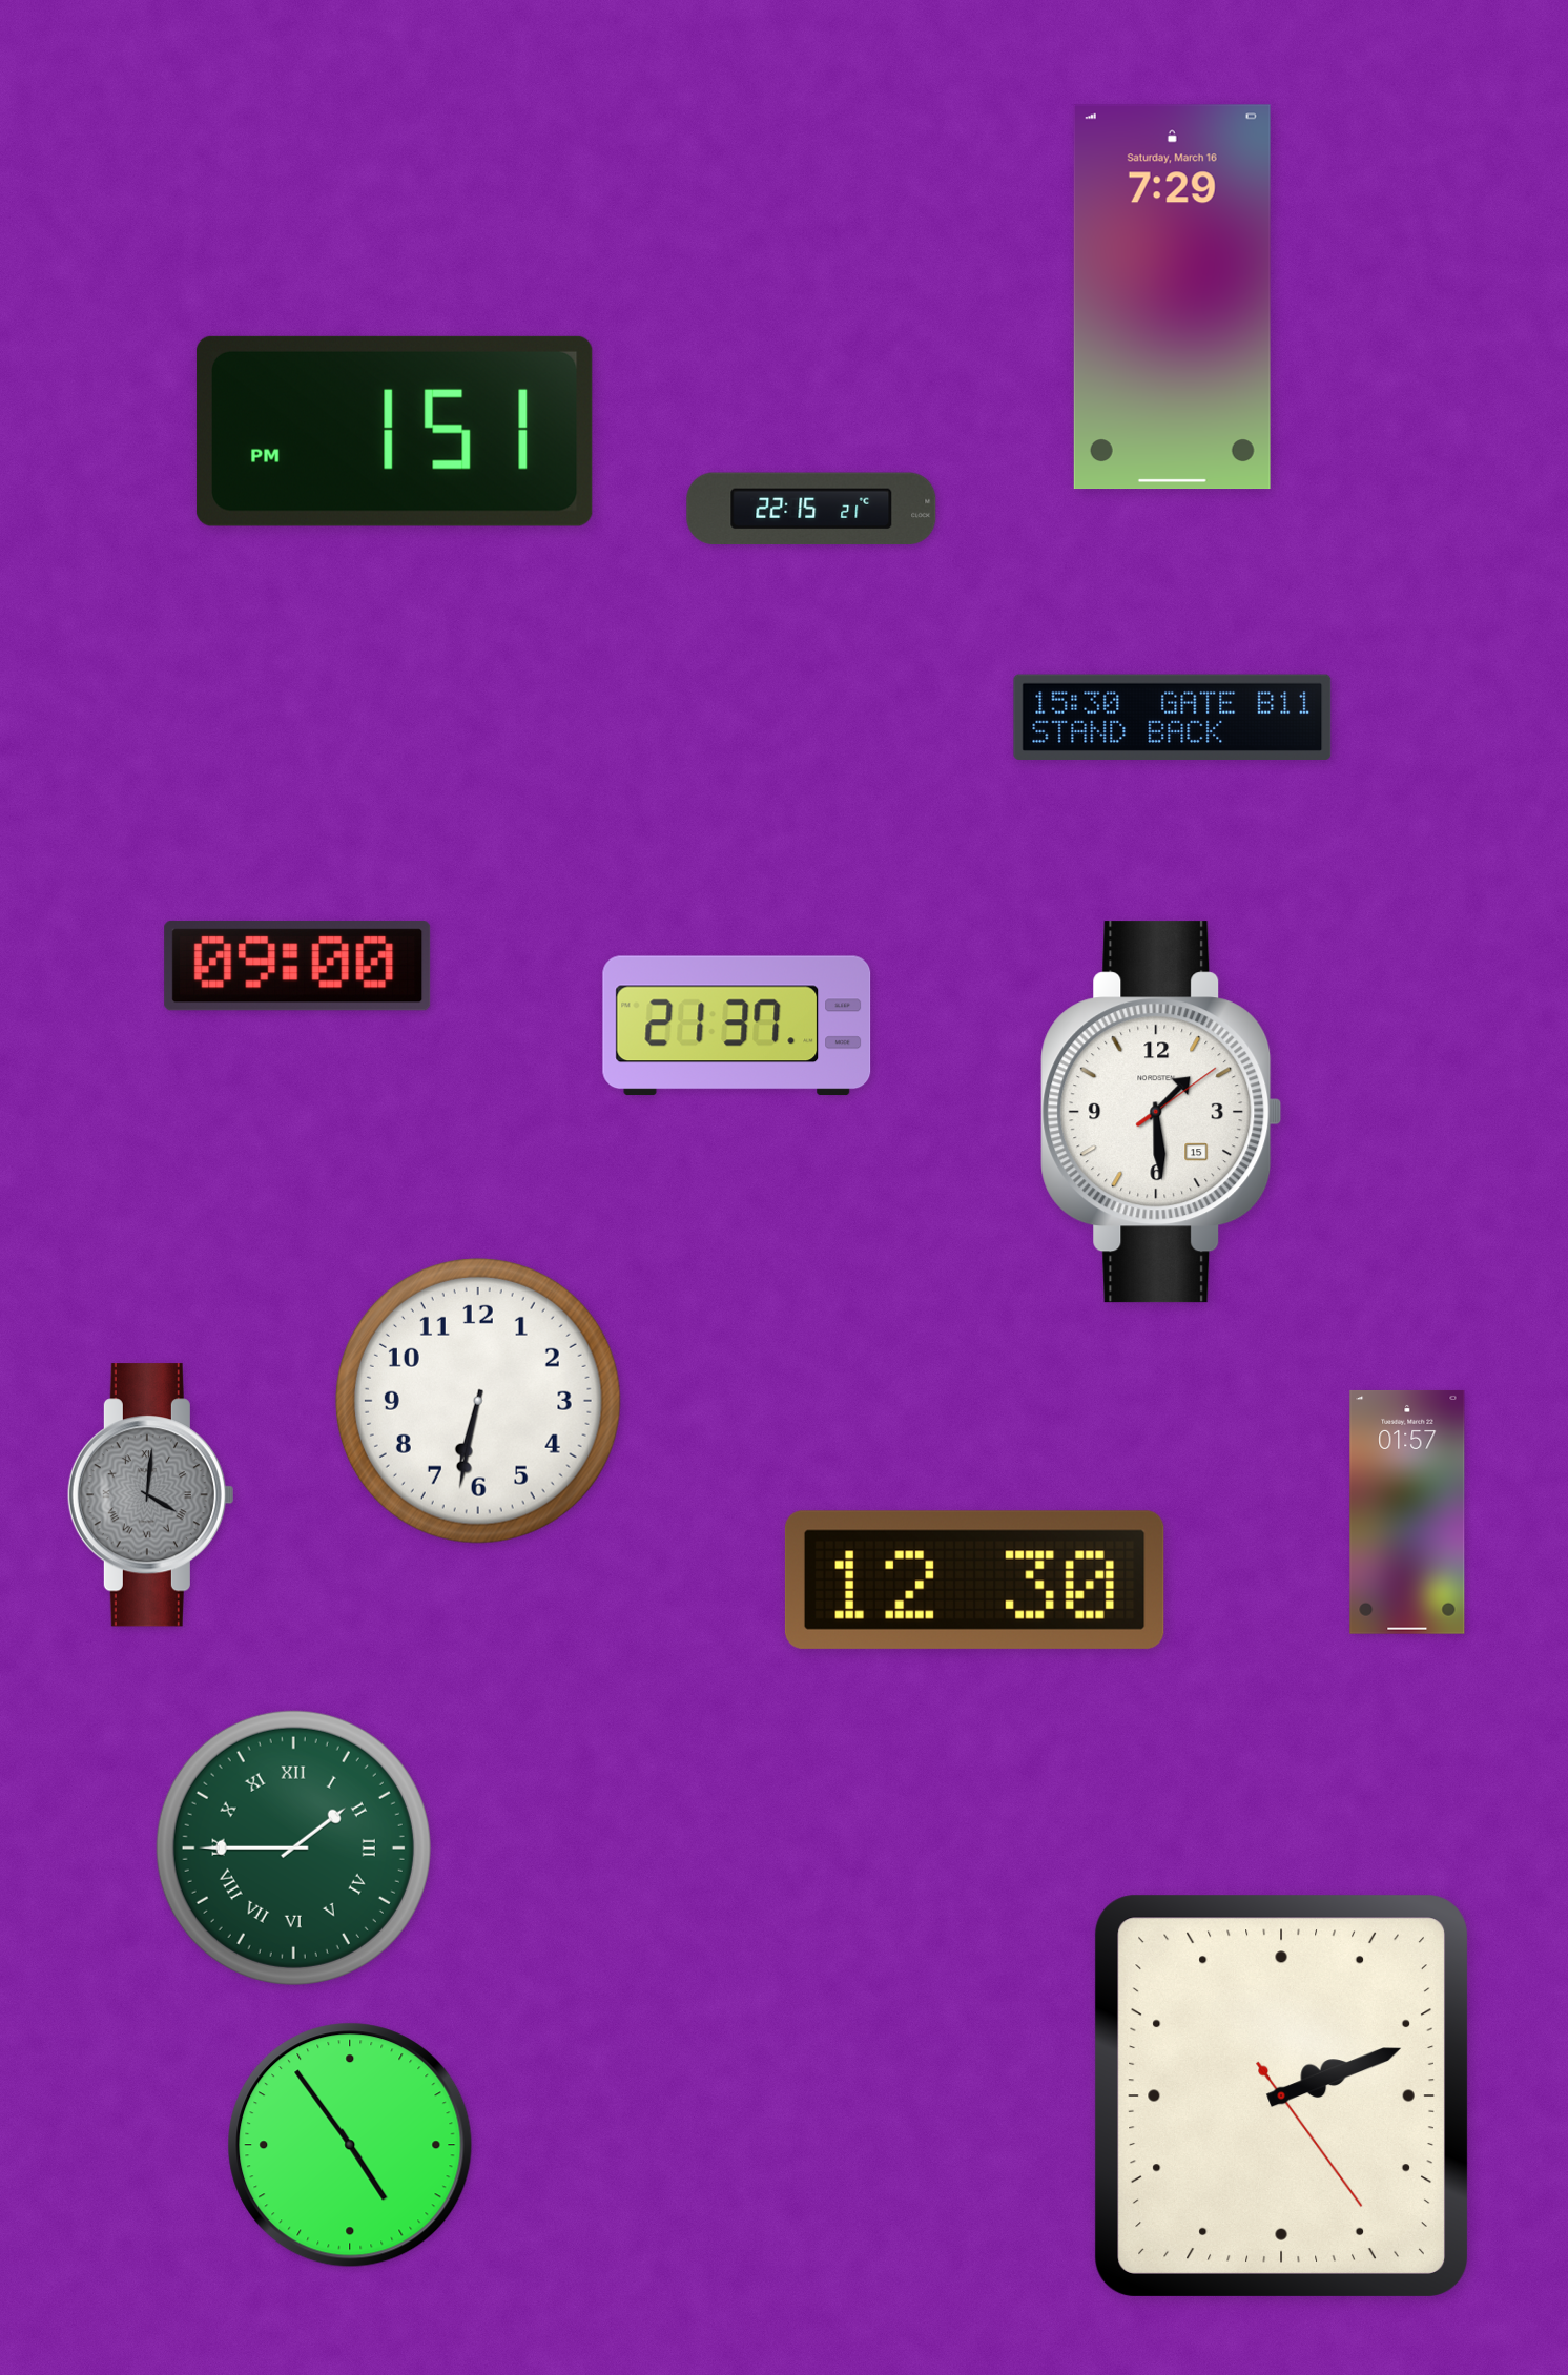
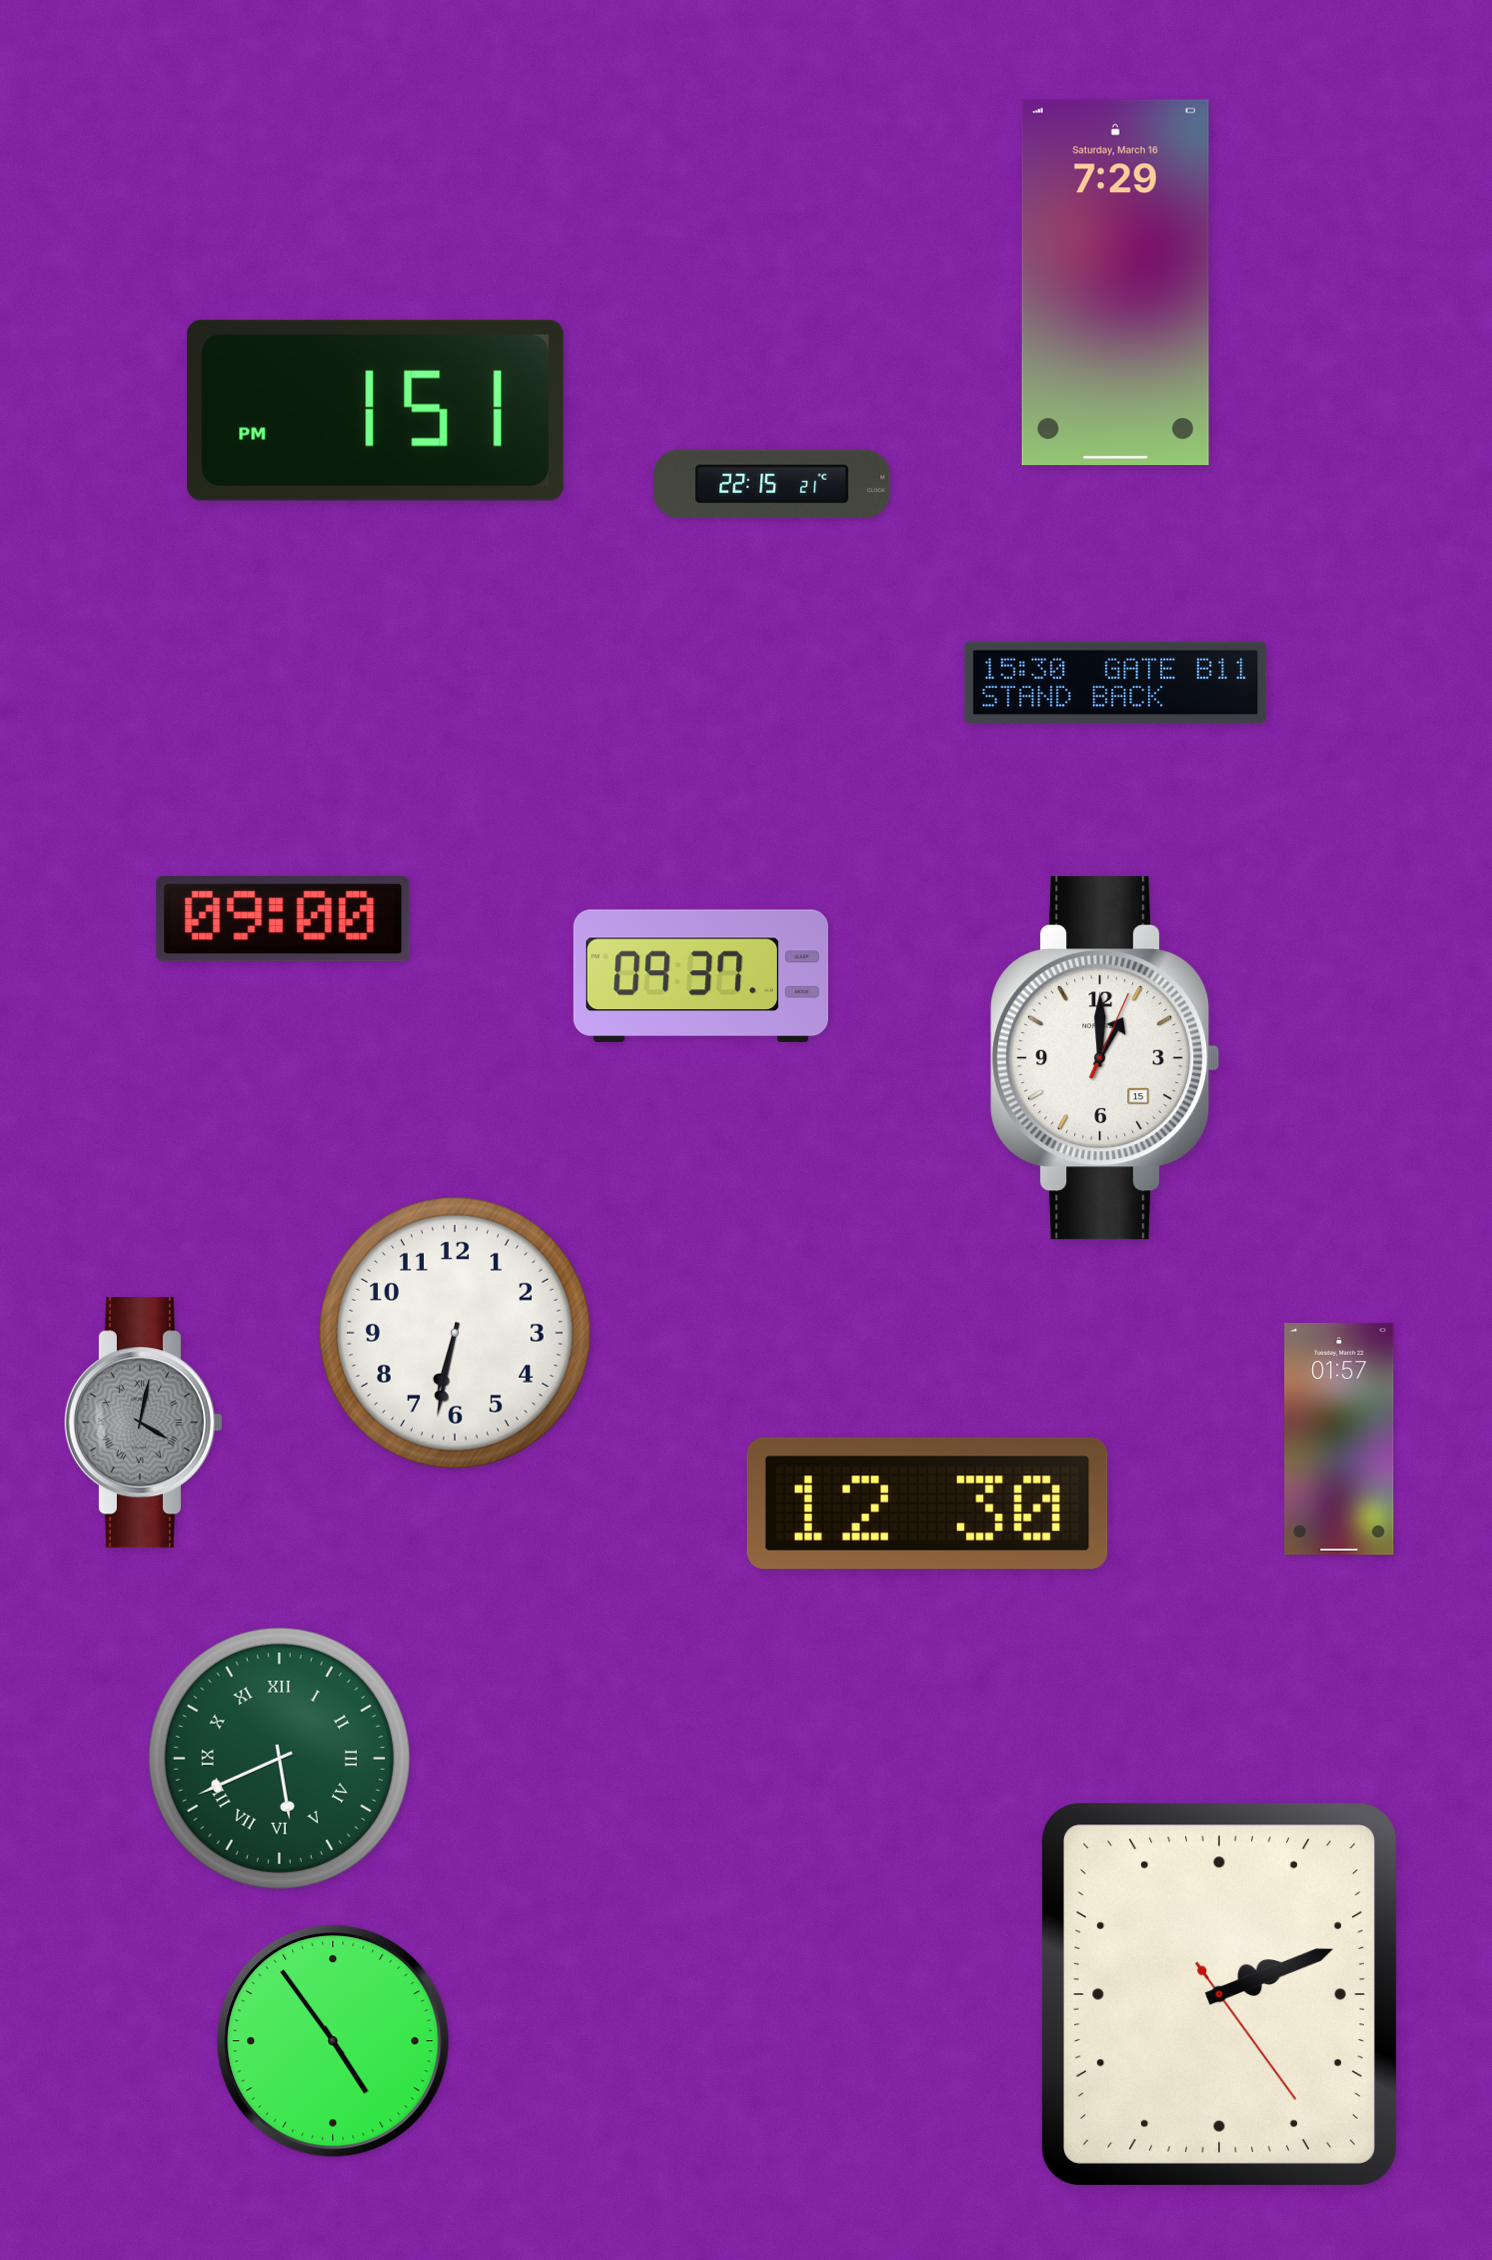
clock at (737, 1026): 21:37 -> 09:37
clock at (1161, 1112): 1:29 -> 1:00
clock at (150, 1495): 4:01 -> 4:02
clock at (293, 1847): 1:45 -> 5:41
